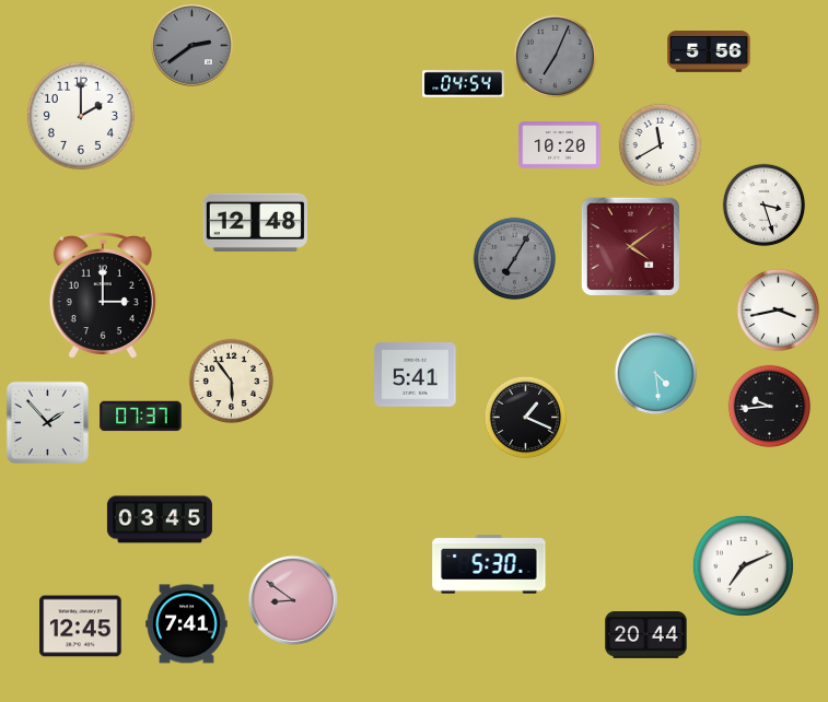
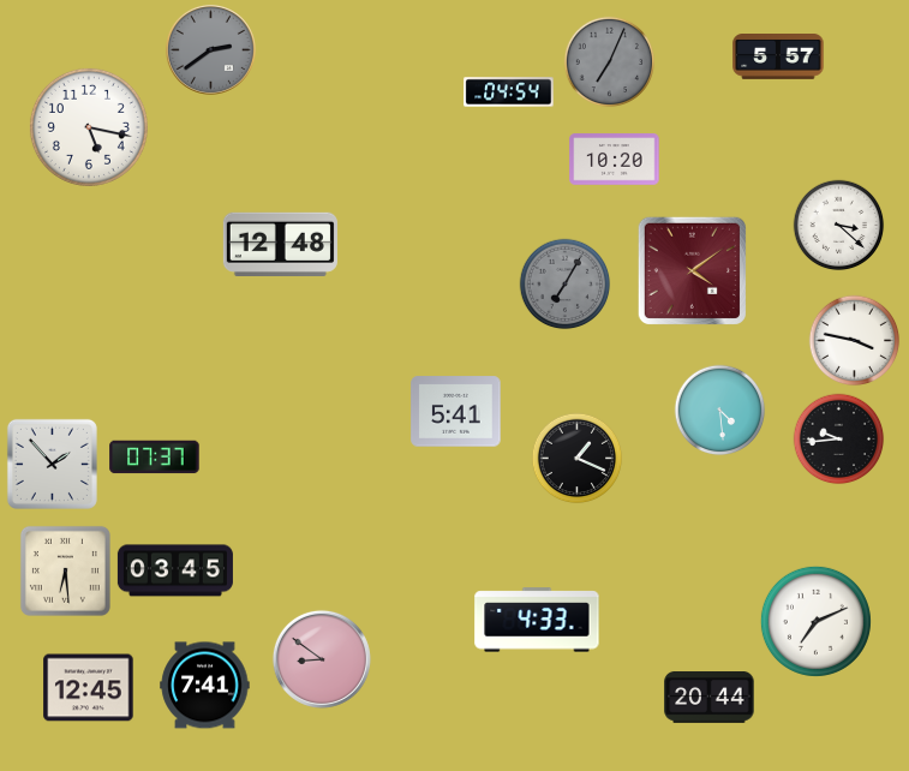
clock at (709, 52): 5:56 -> 5:57
clock at (81, 116): 2:00 -> 5:17
clock at (661, 145): 11:40 -> none
clock at (765, 206): 3:27 -> 3:22
clock at (103, 295): 3:00 -> none
clock at (779, 311): 3:43 -> 3:47
clock at (232, 382): 5:54 -> none
clock at (770, 407) position: (770, 407) -> (839, 440)
clock at (65, 570): none -> 6:29
clock at (489, 564): 5:30 -> 4:33
